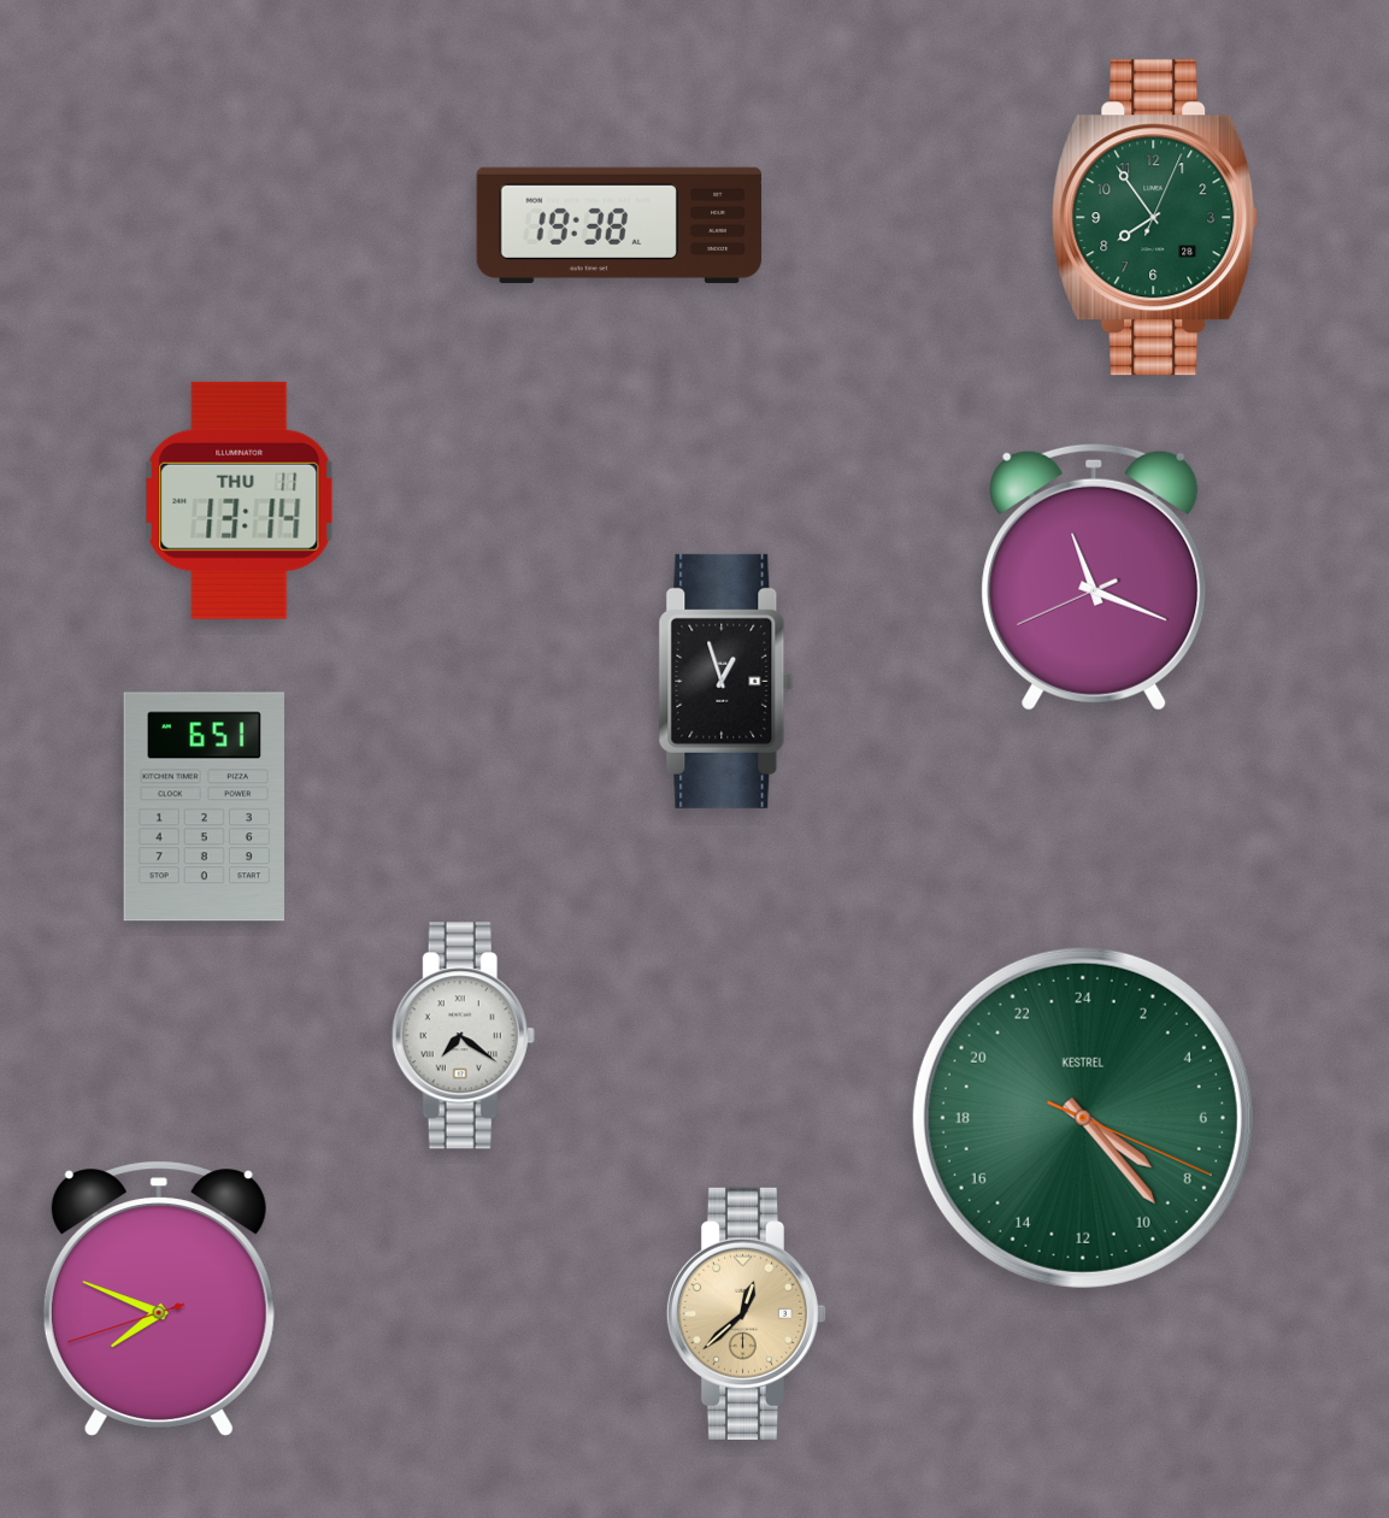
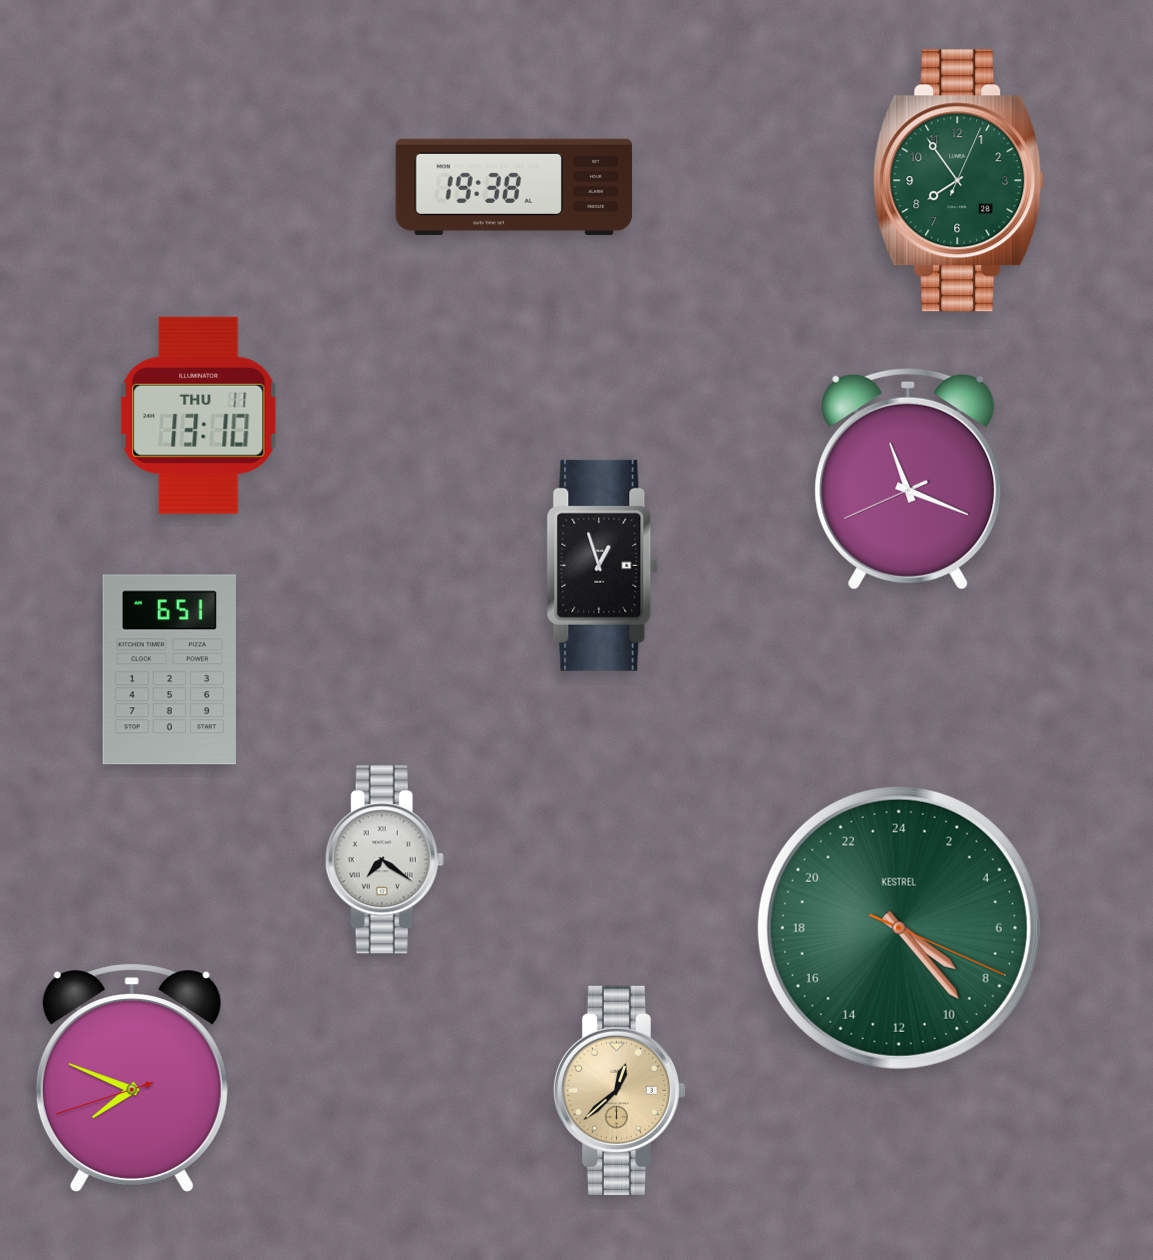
clock at (240, 500): 13:14 -> 13:10
